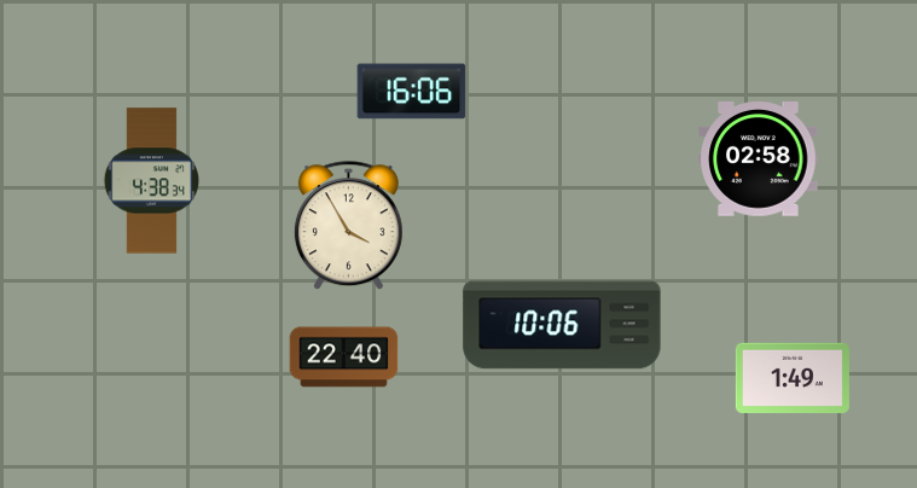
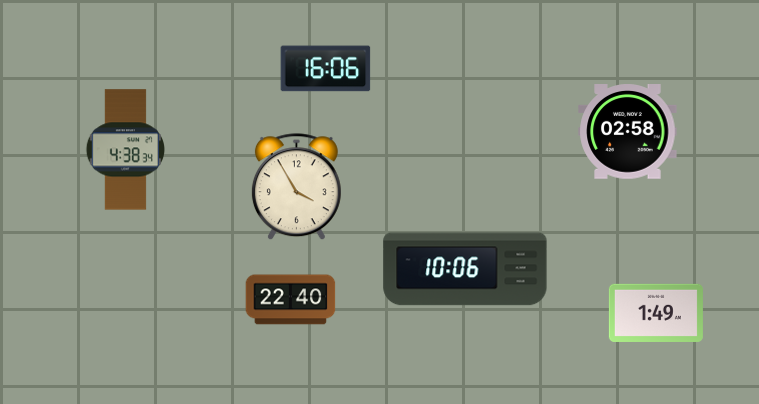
clock at (412, 92) position: (412, 92) -> (326, 69)
clock at (348, 226) position: (348, 226) -> (296, 187)
clock at (344, 358) position: (344, 358) -> (291, 300)
